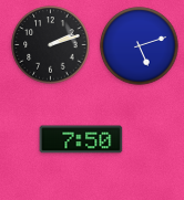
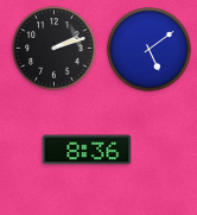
clock at (140, 46): 5:12 -> 5:09
clock at (81, 139): 7:50 -> 8:36
